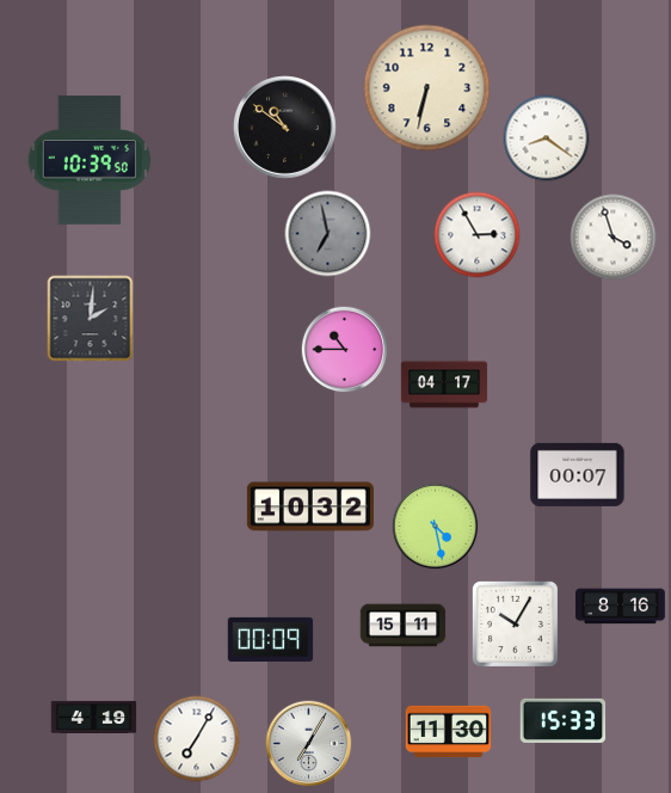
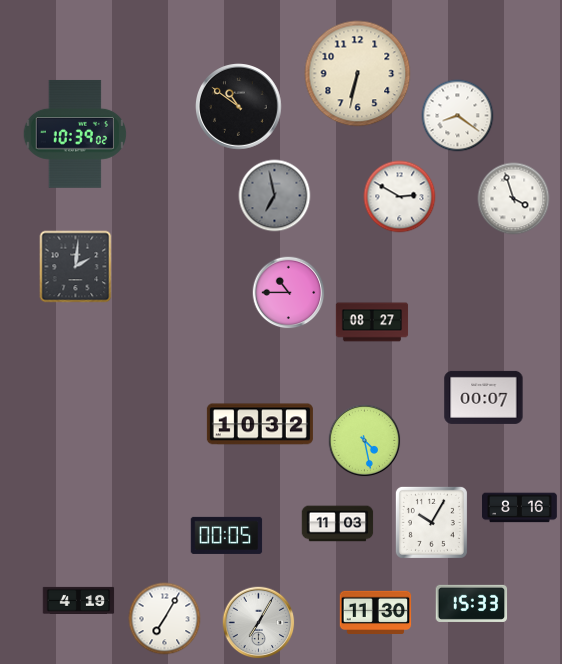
clock at (88, 160): 10:39:50 -> 10:39:02
clock at (478, 235): 2:55 -> 2:50
clock at (444, 385): 04:17 -> 08:27
clock at (404, 626): 15:11 -> 11:03
clock at (271, 639): 00:09 -> 00:05
